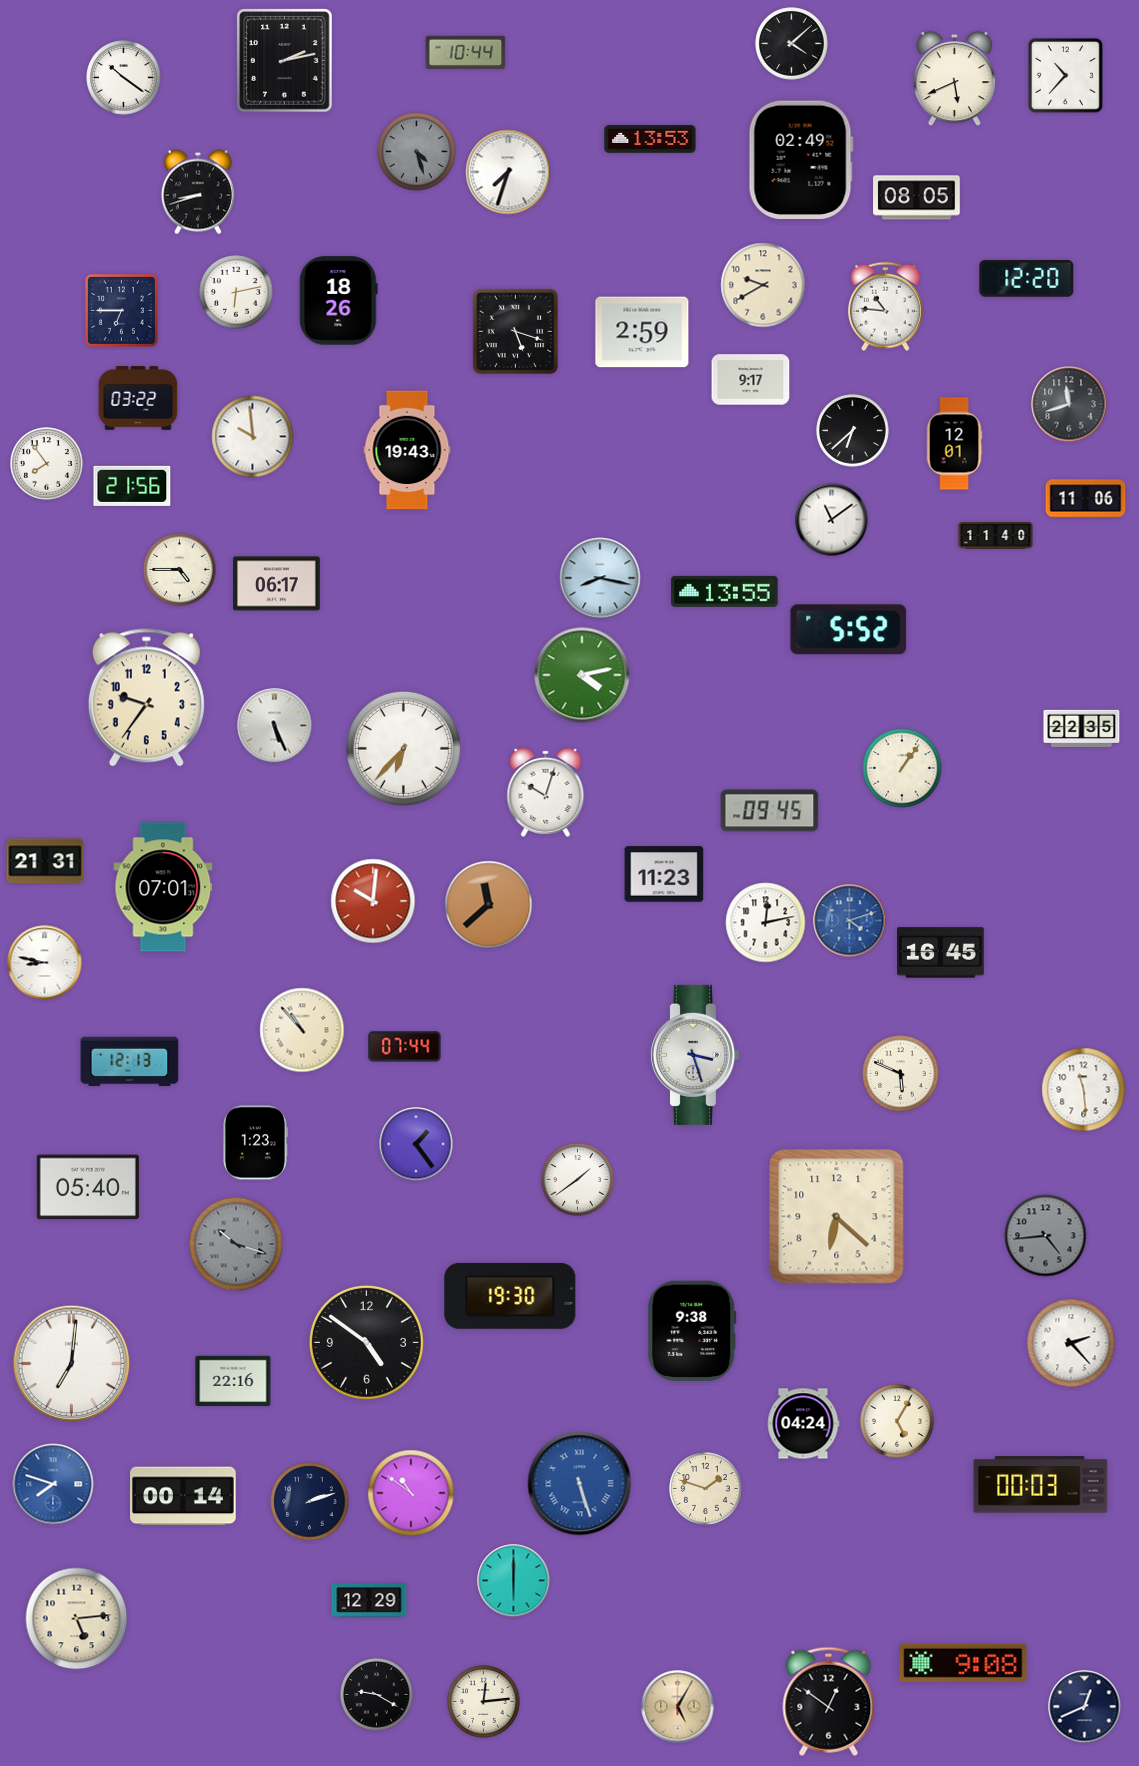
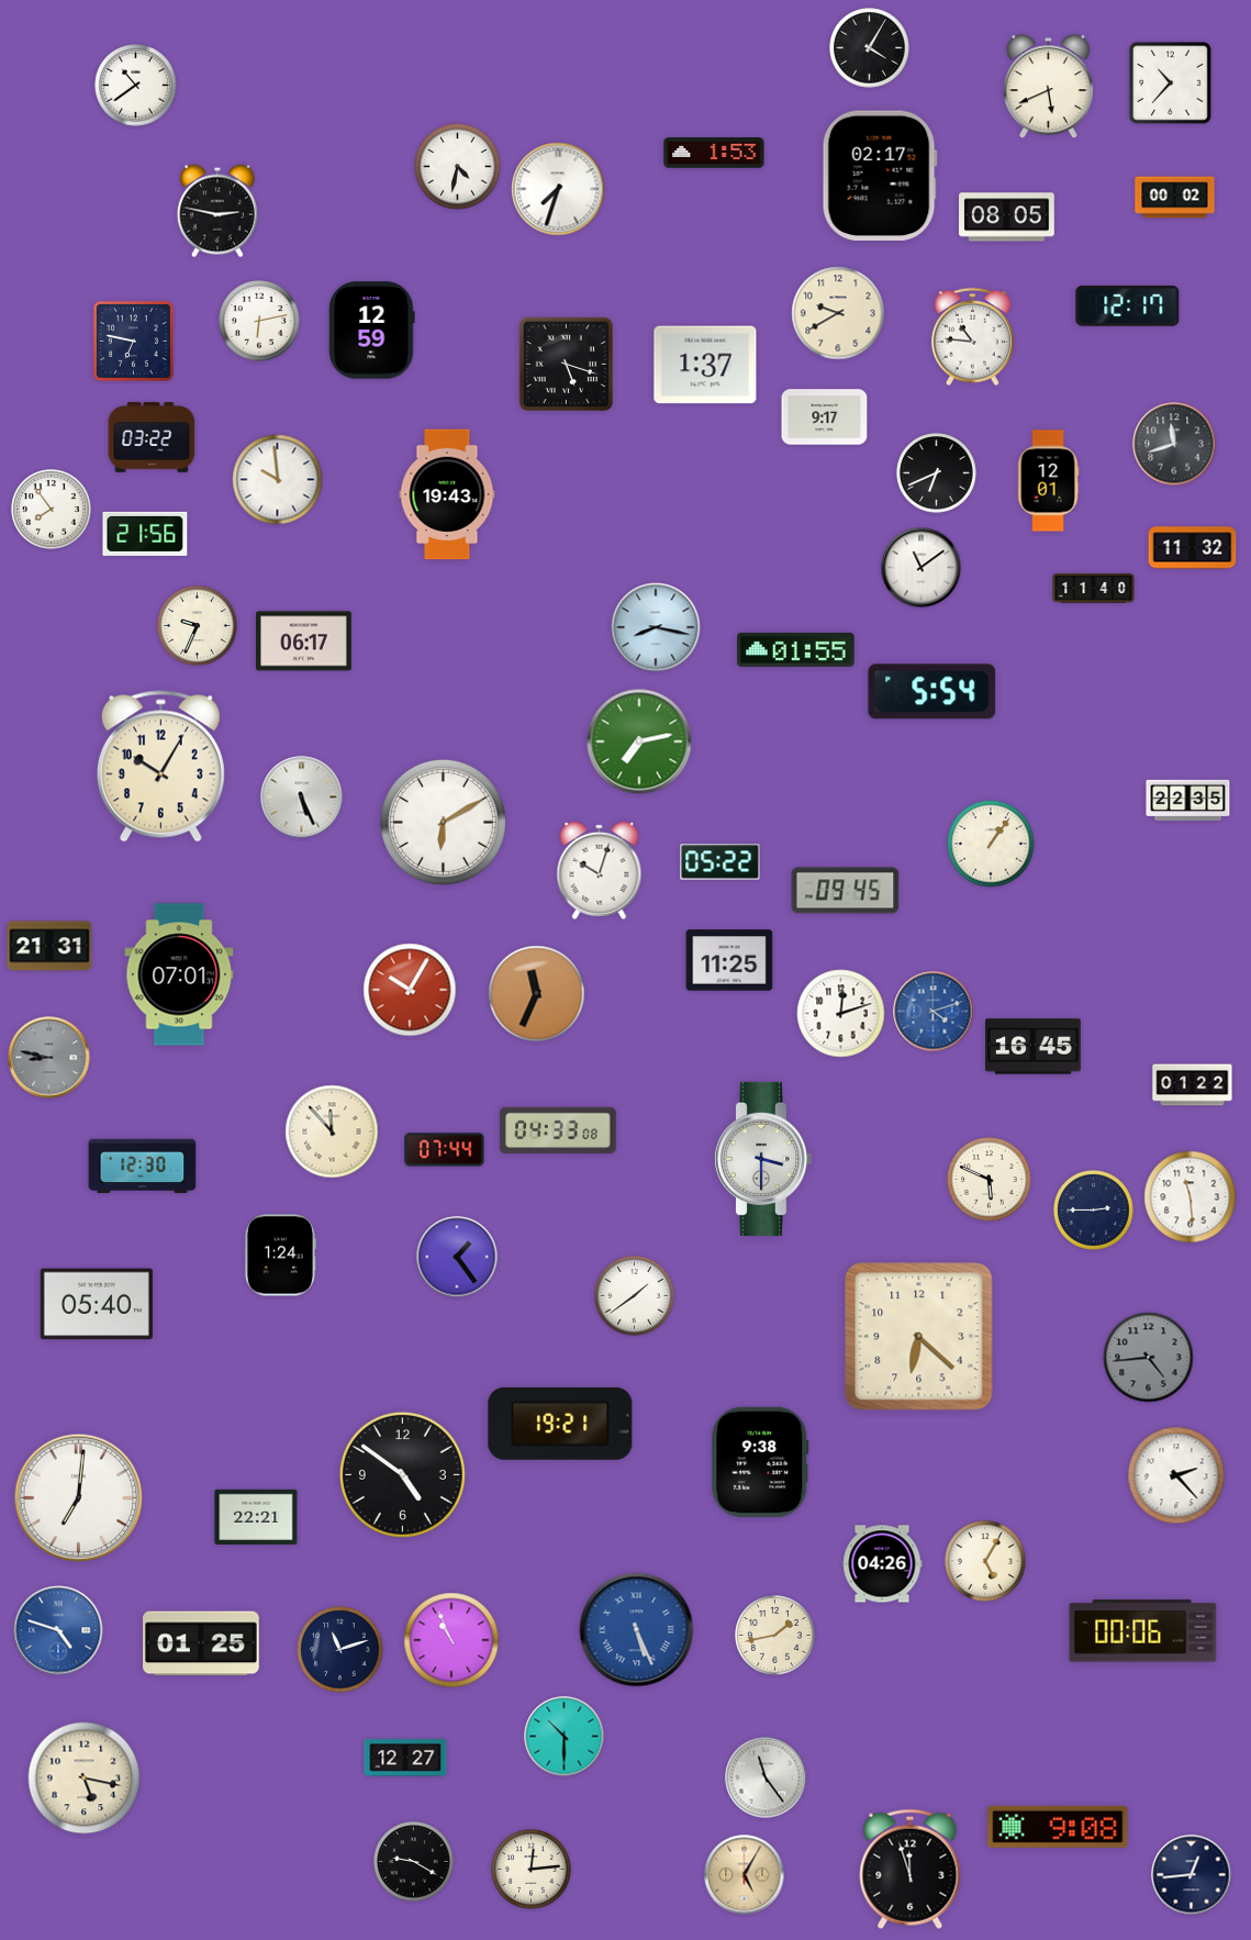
clock at (792, 44): 4:08 -> 4:05
clock at (466, 52): 10:44 -> none
clock at (285, 61): 2:13 -> none
clock at (124, 78): 10:21 -> 10:39
clock at (650, 139): 13:53 -> 1:53
clock at (417, 152): 4:27 -> 4:32
clock at (417, 152) dial: grey -> white
clock at (801, 159): 02:49 -> 02:17
clock at (1175, 198): none -> 00:02
clock at (198, 192): 8:42 -> 2:47
clock at (1027, 278): 12:20 -> 12:17
clock at (339, 301): 18:26 -> 12:59
clock at (121, 310): 6:45 -> 6:47
clock at (642, 332): 2:59 -> 1:37
clock at (853, 431): 6:38 -> 6:41
clock at (954, 444) position: (954, 444) -> (1048, 481)
clock at (1086, 499): 11:06 -> 11:32
clock at (832, 520) position: (832, 520) -> (922, 568)
clock at (180, 570): 4:45 -> 9:34
clock at (600, 578) position: (600, 578) -> (656, 627)
clock at (725, 591): 13:55 -> 01:55
clock at (849, 630): 5:52 -> 5:54
clock at (582, 675): 4:13 -> 7:13
clock at (146, 698): 9:36 -> 10:05
clock at (403, 748): 6:37 -> 6:10
clock at (721, 862): none -> 05:22
clock at (664, 874): 11:23 -> 11:25
clock at (373, 901): 10:01 -> 10:05
clock at (489, 905): 11:38 -> 11:34
clock at (766, 923): 12:13 -> 12:12
clock at (45, 963) dial: white -> grey
clock at (1193, 1085): none -> 01:22
clock at (558, 1130): none -> 04:33
clock at (302, 1030): 10:53 -> 11:53
clock at (694, 1055): 3:27 -> 3:30
clock at (130, 1062): 12:13 -> 12:30
clock at (1094, 1211): none -> 2:45
clock at (255, 1143): 1:23 -> 1:24
clock at (236, 1244): 10:18 -> none
clock at (510, 1296): 19:30 -> 19:21
clock at (233, 1380): 22:16 -> 22:21
clock at (803, 1424): 04:24 -> 04:26
clock at (53, 1484): 7:48 -> 4:48
clock at (580, 1484): 5:27 -> 5:26
clock at (1041, 1485): 00:03 -> 00:06
clock at (706, 1489): 1:48 -> 1:43
clock at (411, 1493): 10:51 -> 10:56
clock at (183, 1496): 00:14 -> 01:25
clock at (310, 1502): 2:12 -> 11:12
clock at (514, 1581): 6:00 -> 10:30
clock at (369, 1600): 12:29 -> 12:27
clock at (766, 1777): none -> 11:24
clock at (77, 1619): 5:14 -> 5:17
clock at (829, 1701): 12:51 -> 11:57
clock at (1085, 1707): 12:41 -> 12:44
